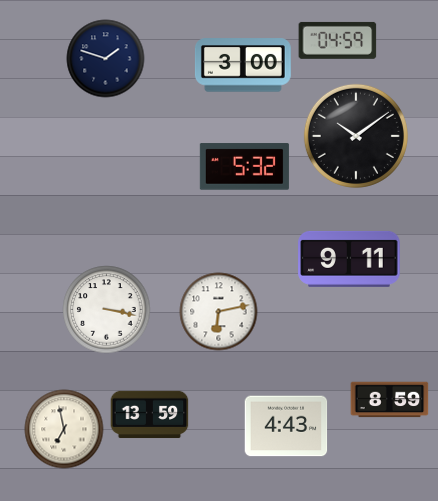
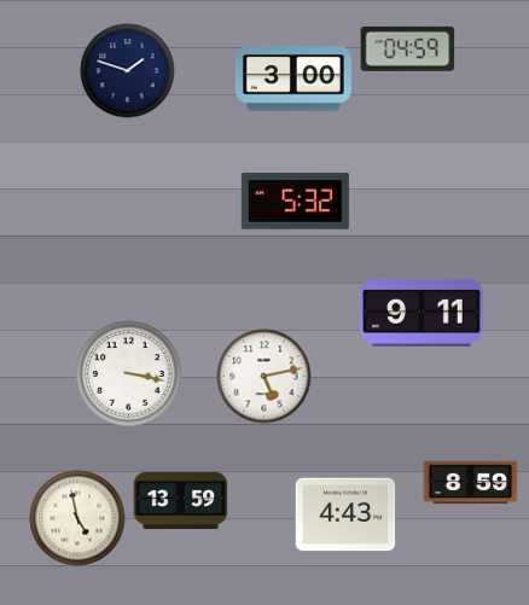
clock at (356, 136): 10:09 -> none
clock at (218, 311): 6:13 -> 5:13
clock at (64, 429): 6:58 -> 4:58
